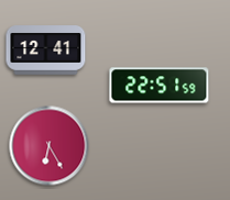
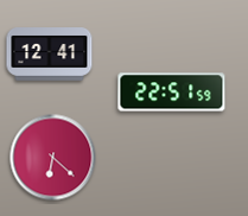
clock at (50, 146): 6:25 -> 6:22
